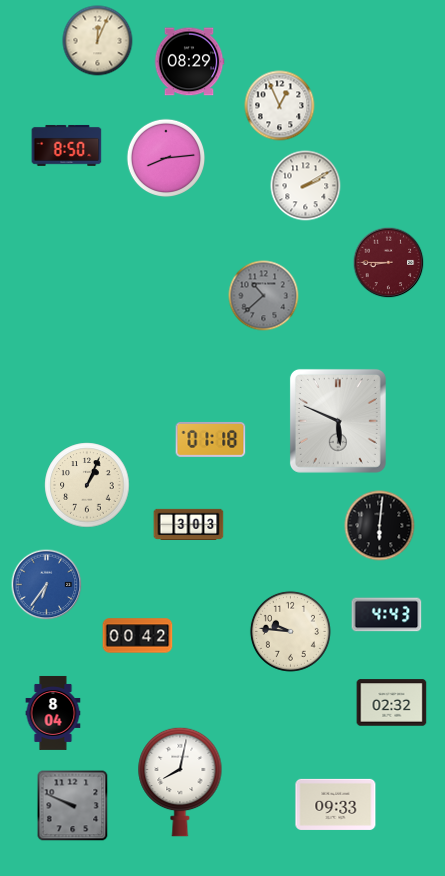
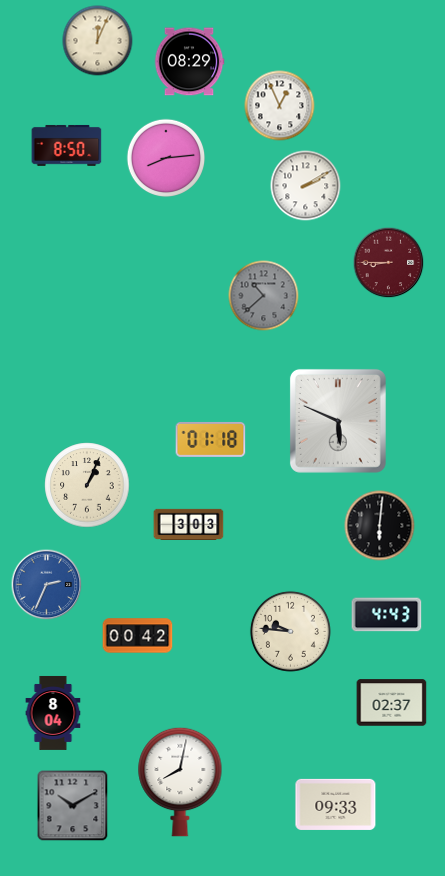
clock at (47, 585): 6:36 -> 2:34
clock at (392, 703): 02:32 -> 02:37
clock at (73, 806): 9:49 -> 10:10
